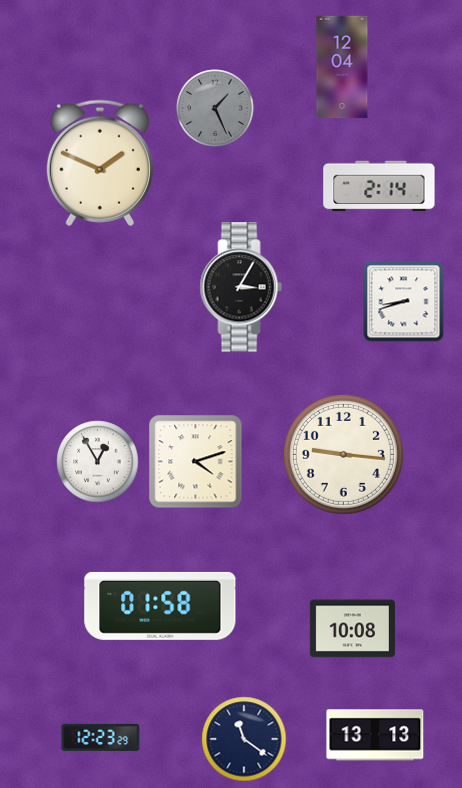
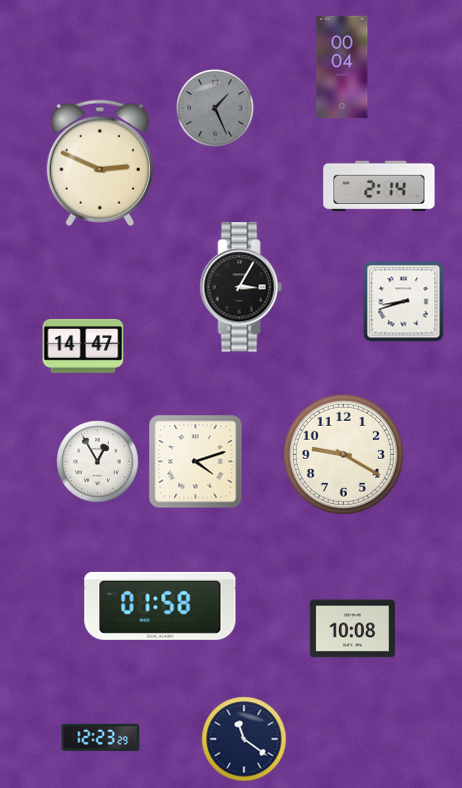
clock at (342, 67): 12:04 -> 00:04
clock at (100, 163): 1:49 -> 2:49
clock at (83, 346): none -> 14:47
clock at (343, 454): 9:16 -> 9:20
clock at (375, 735): 13:13 -> none
